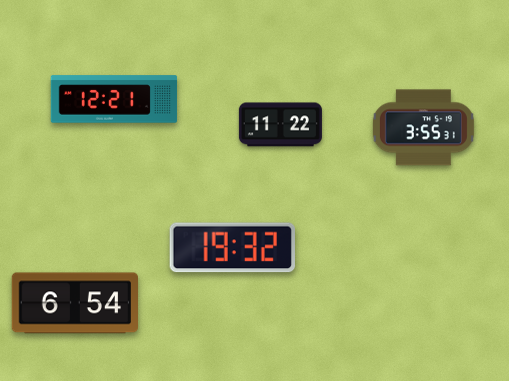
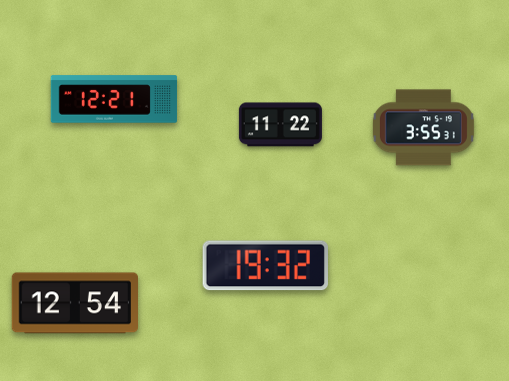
clock at (232, 248) position: (232, 248) -> (265, 266)
clock at (74, 303): 6:54 -> 12:54
